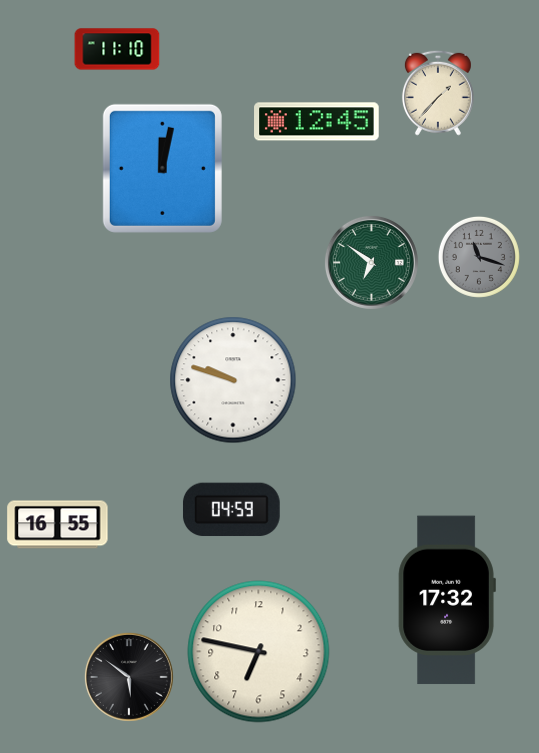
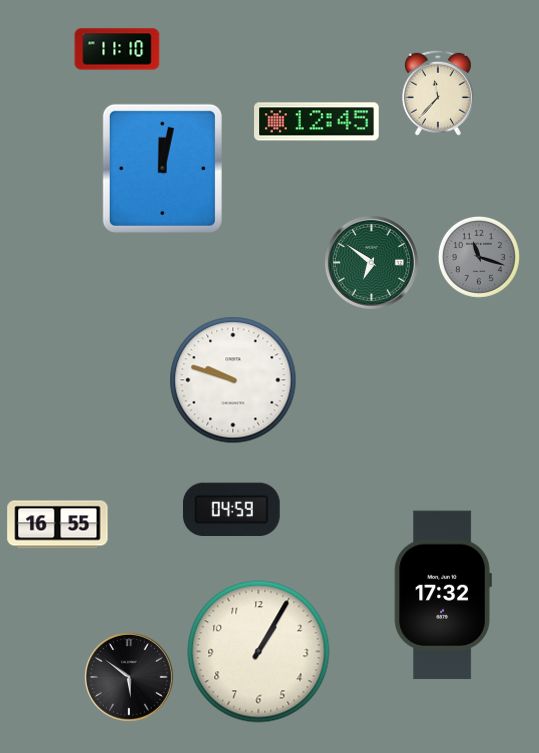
clock at (438, 93): 1:37 -> 11:37
clock at (447, 600) position: (447, 600) -> (443, 595)
clock at (259, 652): 6:47 -> 1:05
